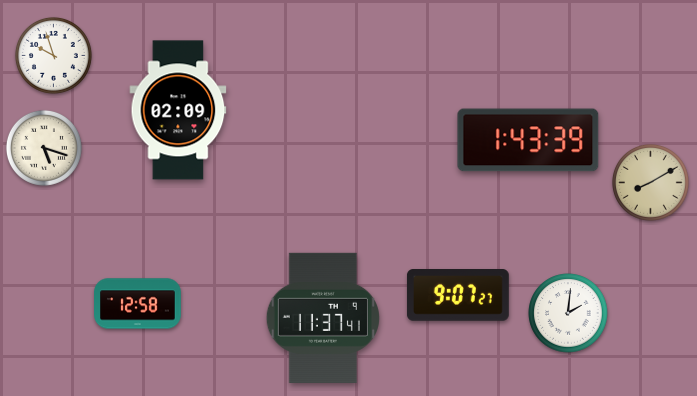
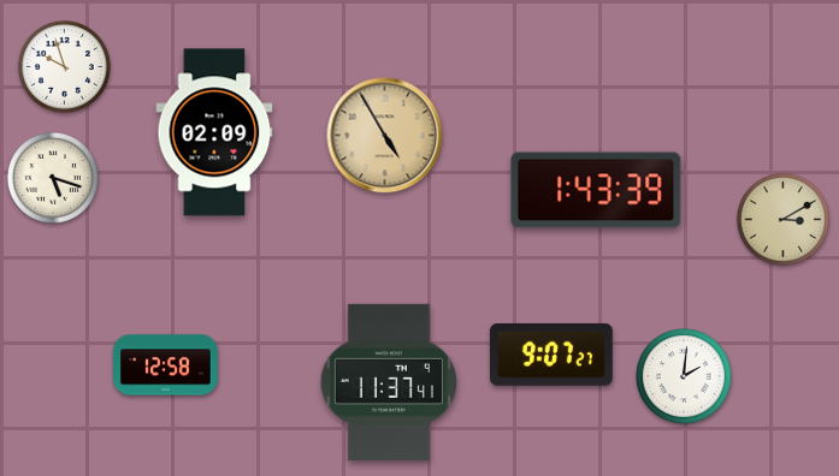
clock at (385, 136): none -> 4:55
clock at (528, 140) position: (528, 140) -> (596, 190)
clock at (650, 182): 8:10 -> 3:10
